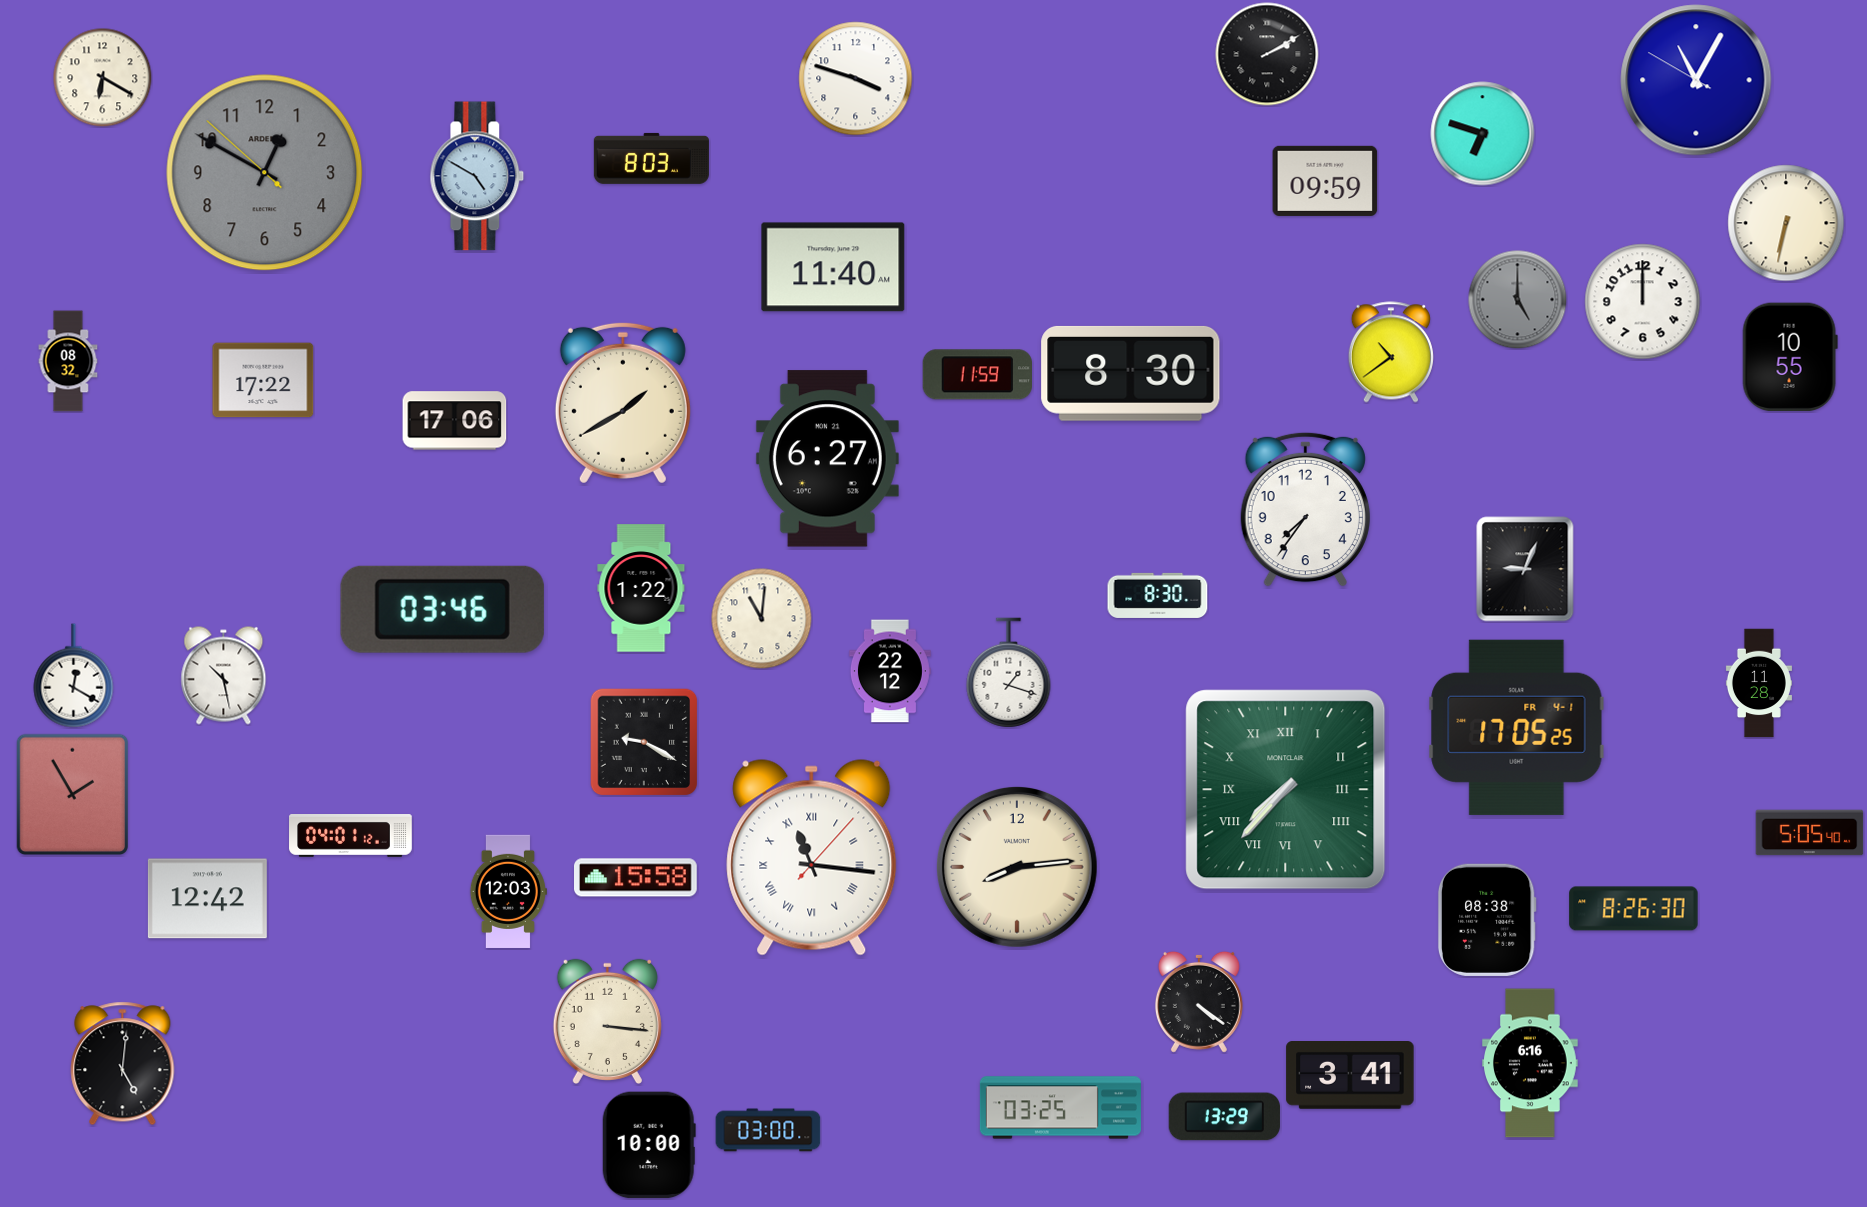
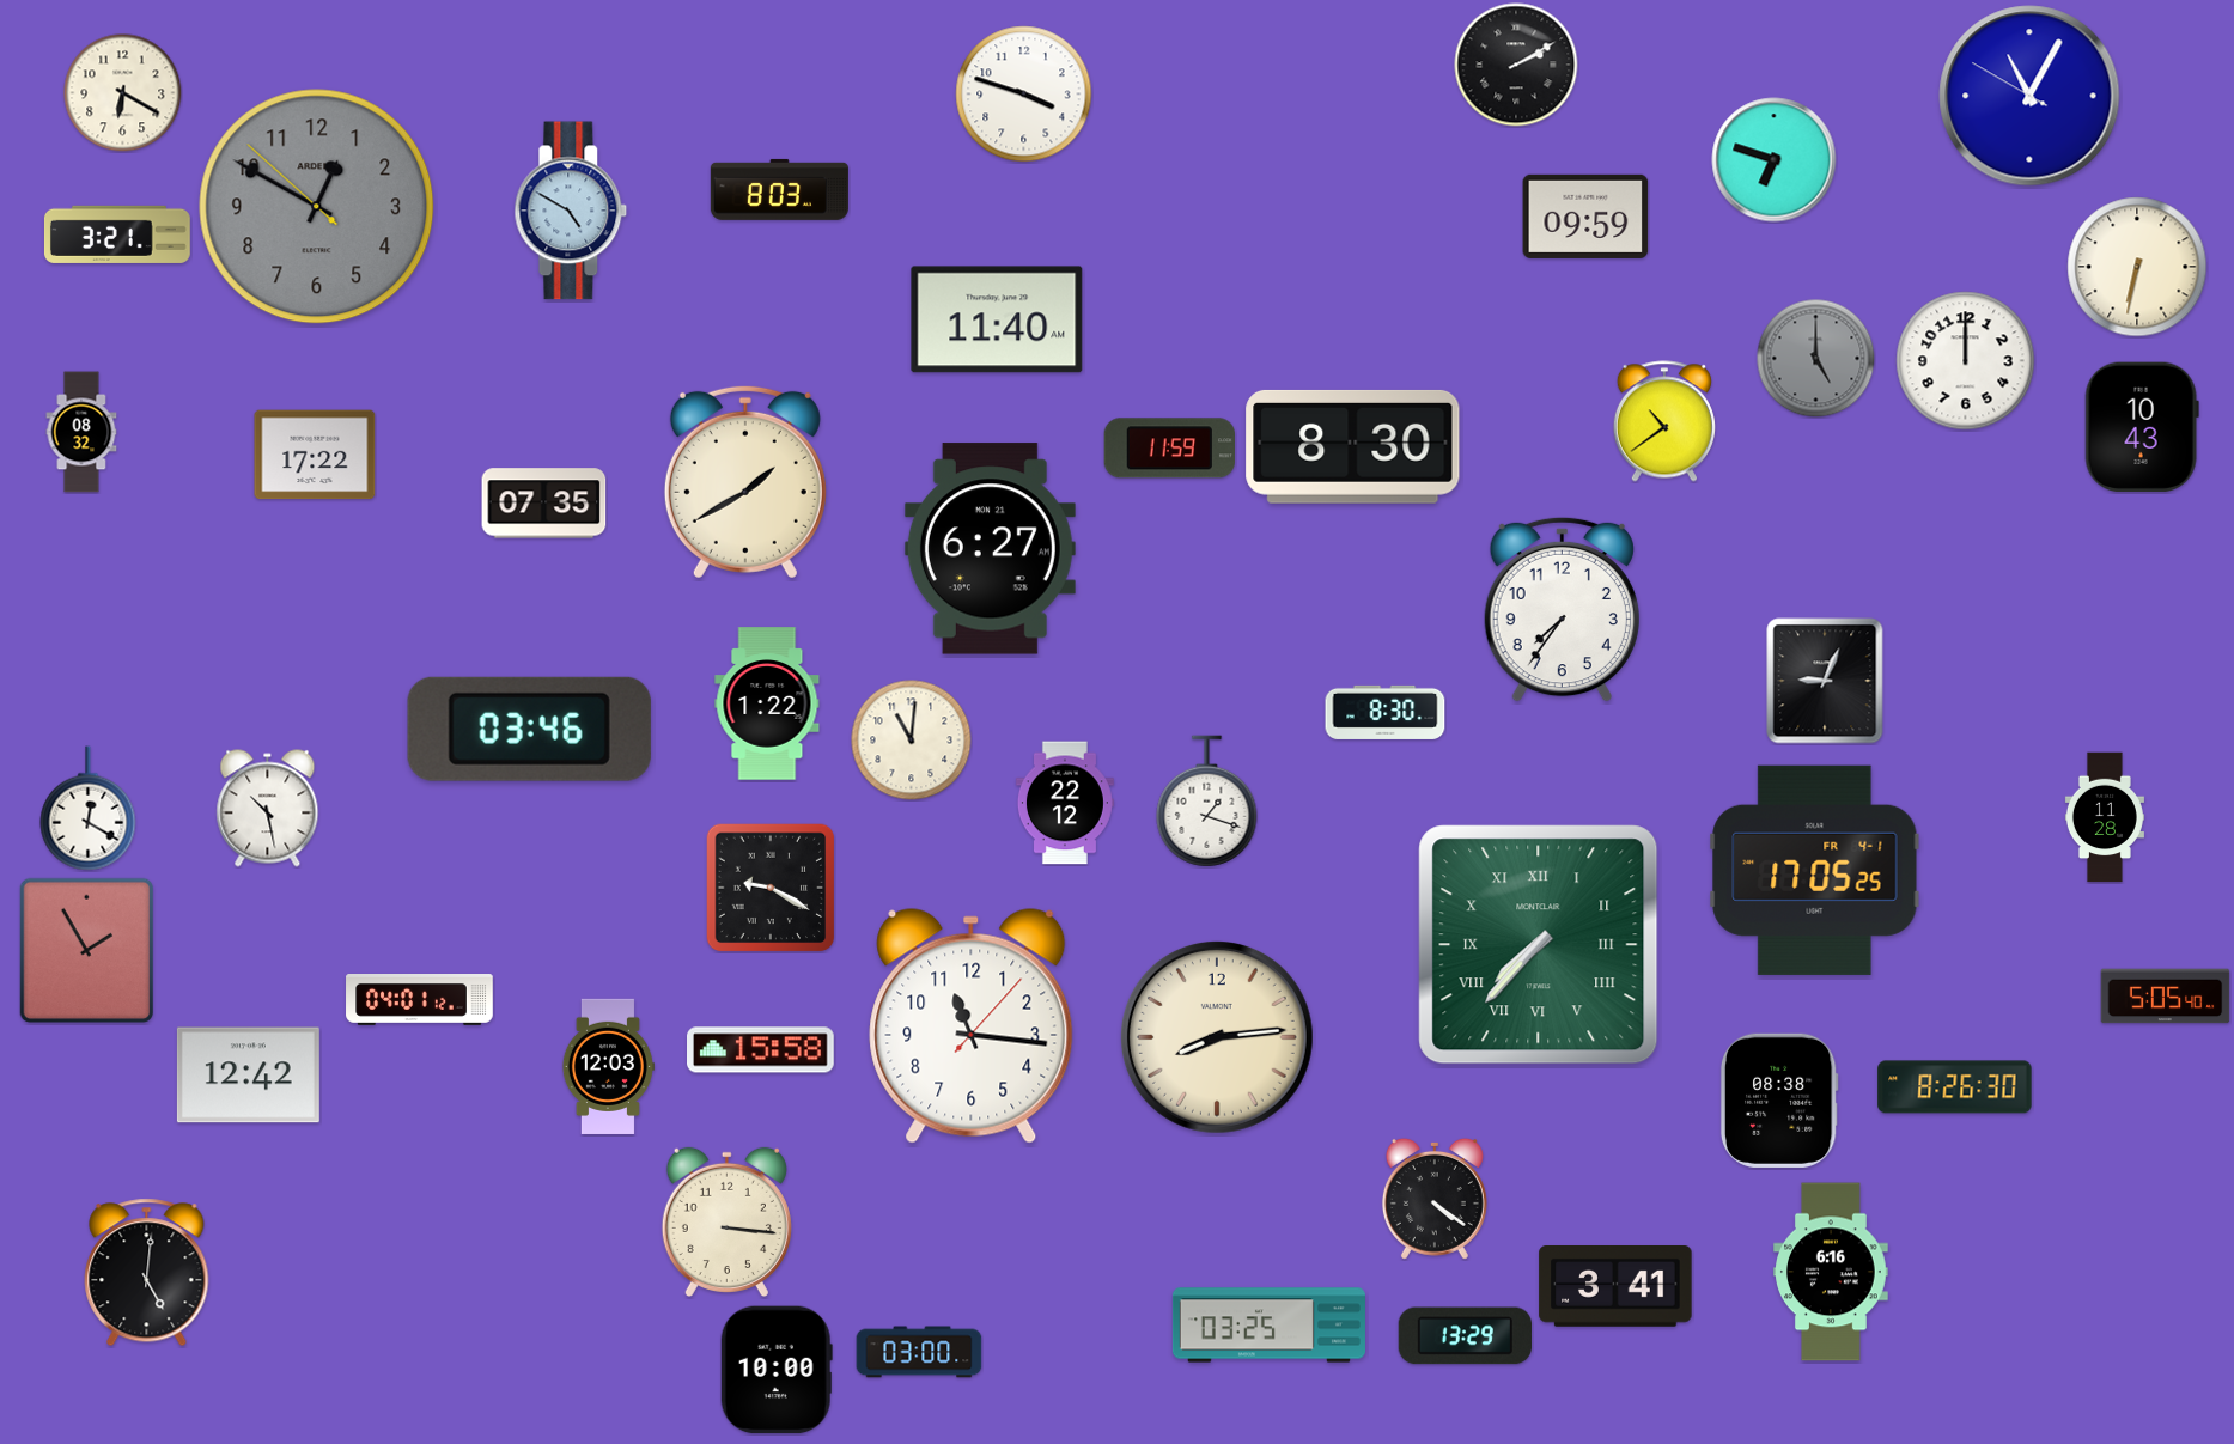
clock at (117, 234): none -> 3:21
clock at (1790, 357): 10:55 -> 10:43
clock at (455, 421): 17:06 -> 07:35
clock at (1009, 673) position: (1009, 673) -> (1207, 802)
clock at (812, 858) numerals: Roman -> Arabic
